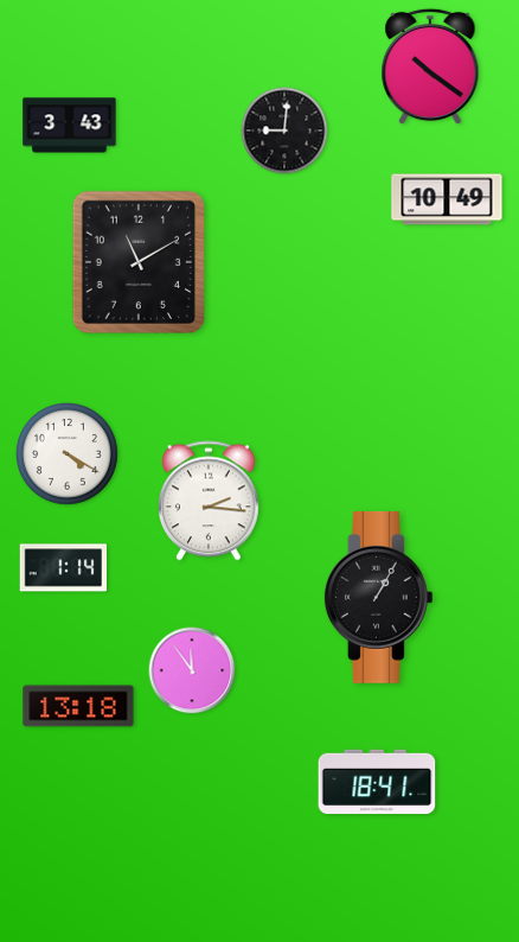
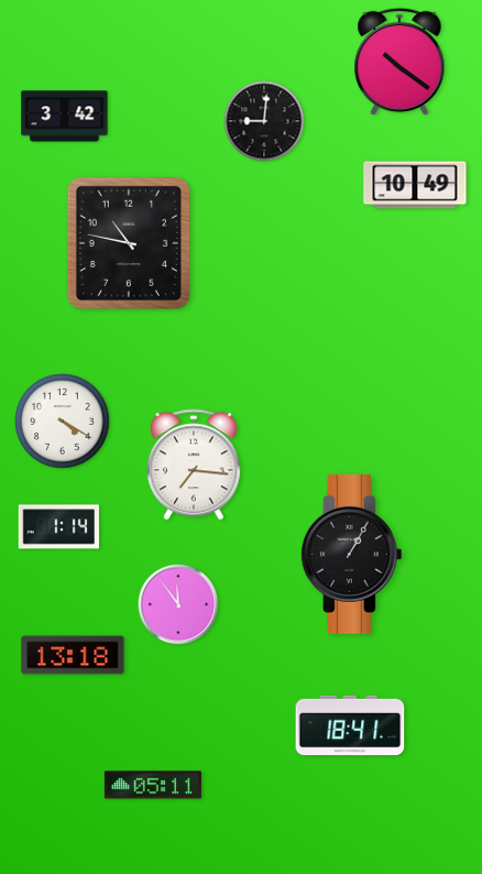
clock at (70, 126): 3:43 -> 3:42
clock at (137, 261): 11:10 -> 10:47
clock at (209, 501): 2:16 -> 7:16
clock at (192, 670) position: (192, 670) -> (178, 604)
clock at (153, 785): none -> 05:11
